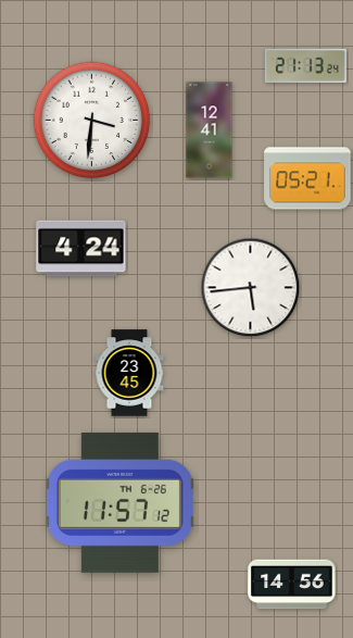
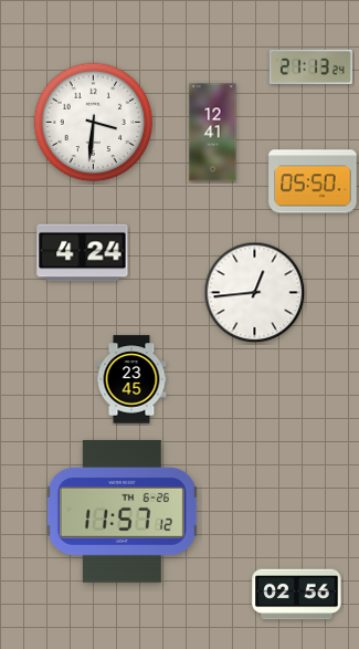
clock at (307, 178): 05:21 -> 05:50
clock at (251, 288): 5:44 -> 12:44
clock at (292, 585): 14:56 -> 02:56
